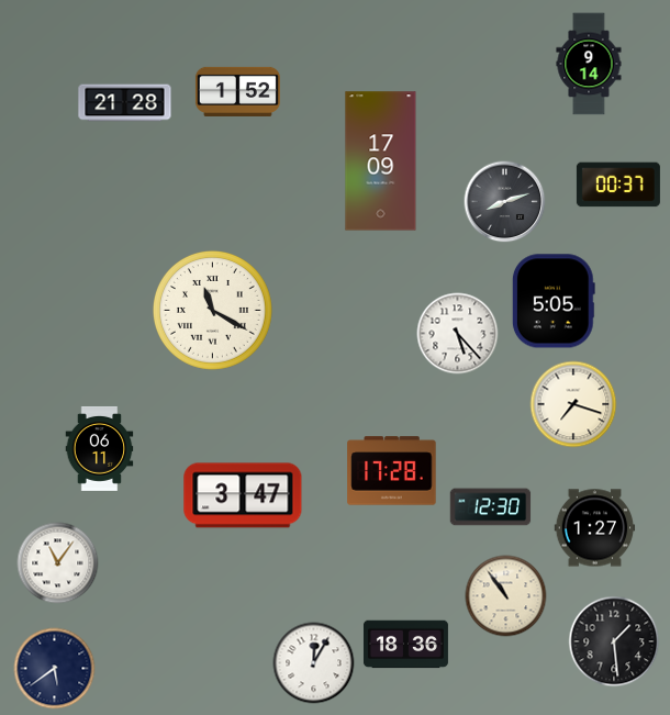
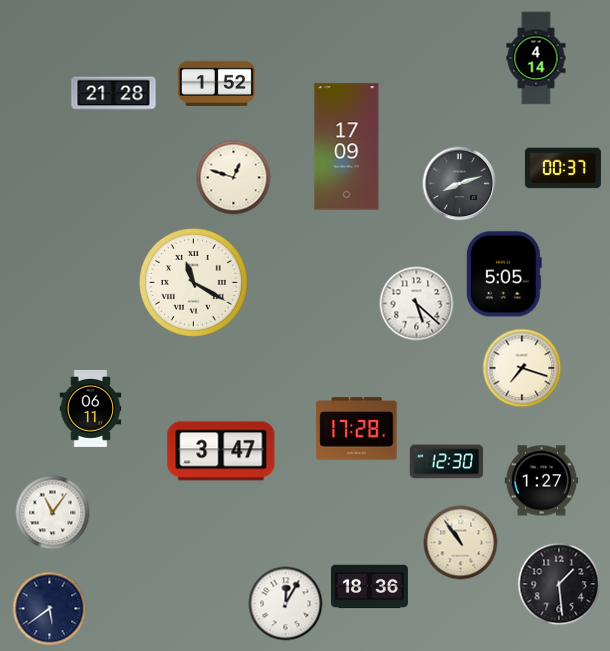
clock at (589, 64): 9:14 -> 4:14
clock at (234, 178): none -> 12:48
clock at (458, 334): 5:23 -> 5:22
